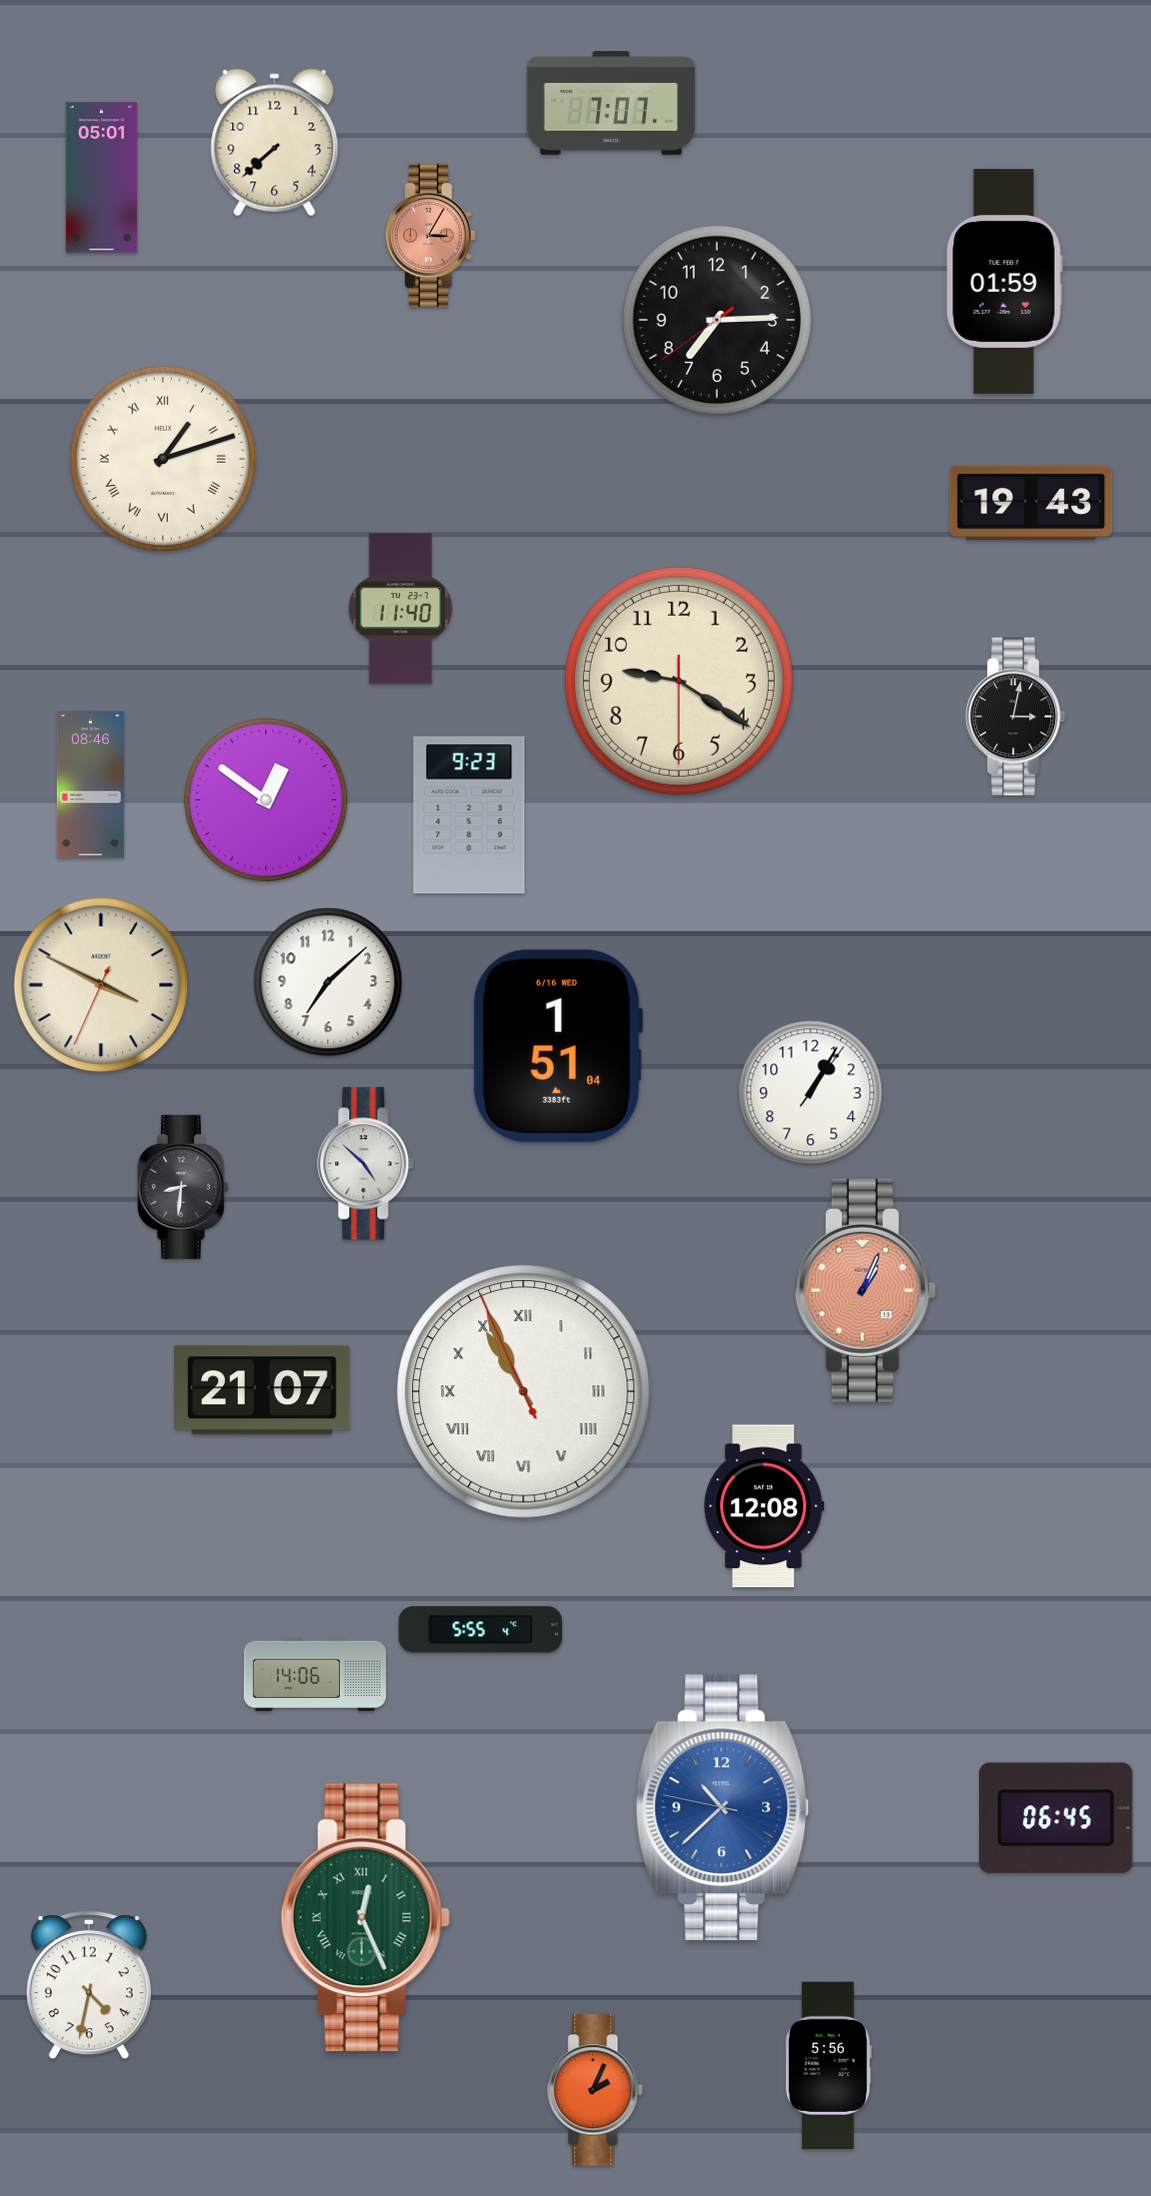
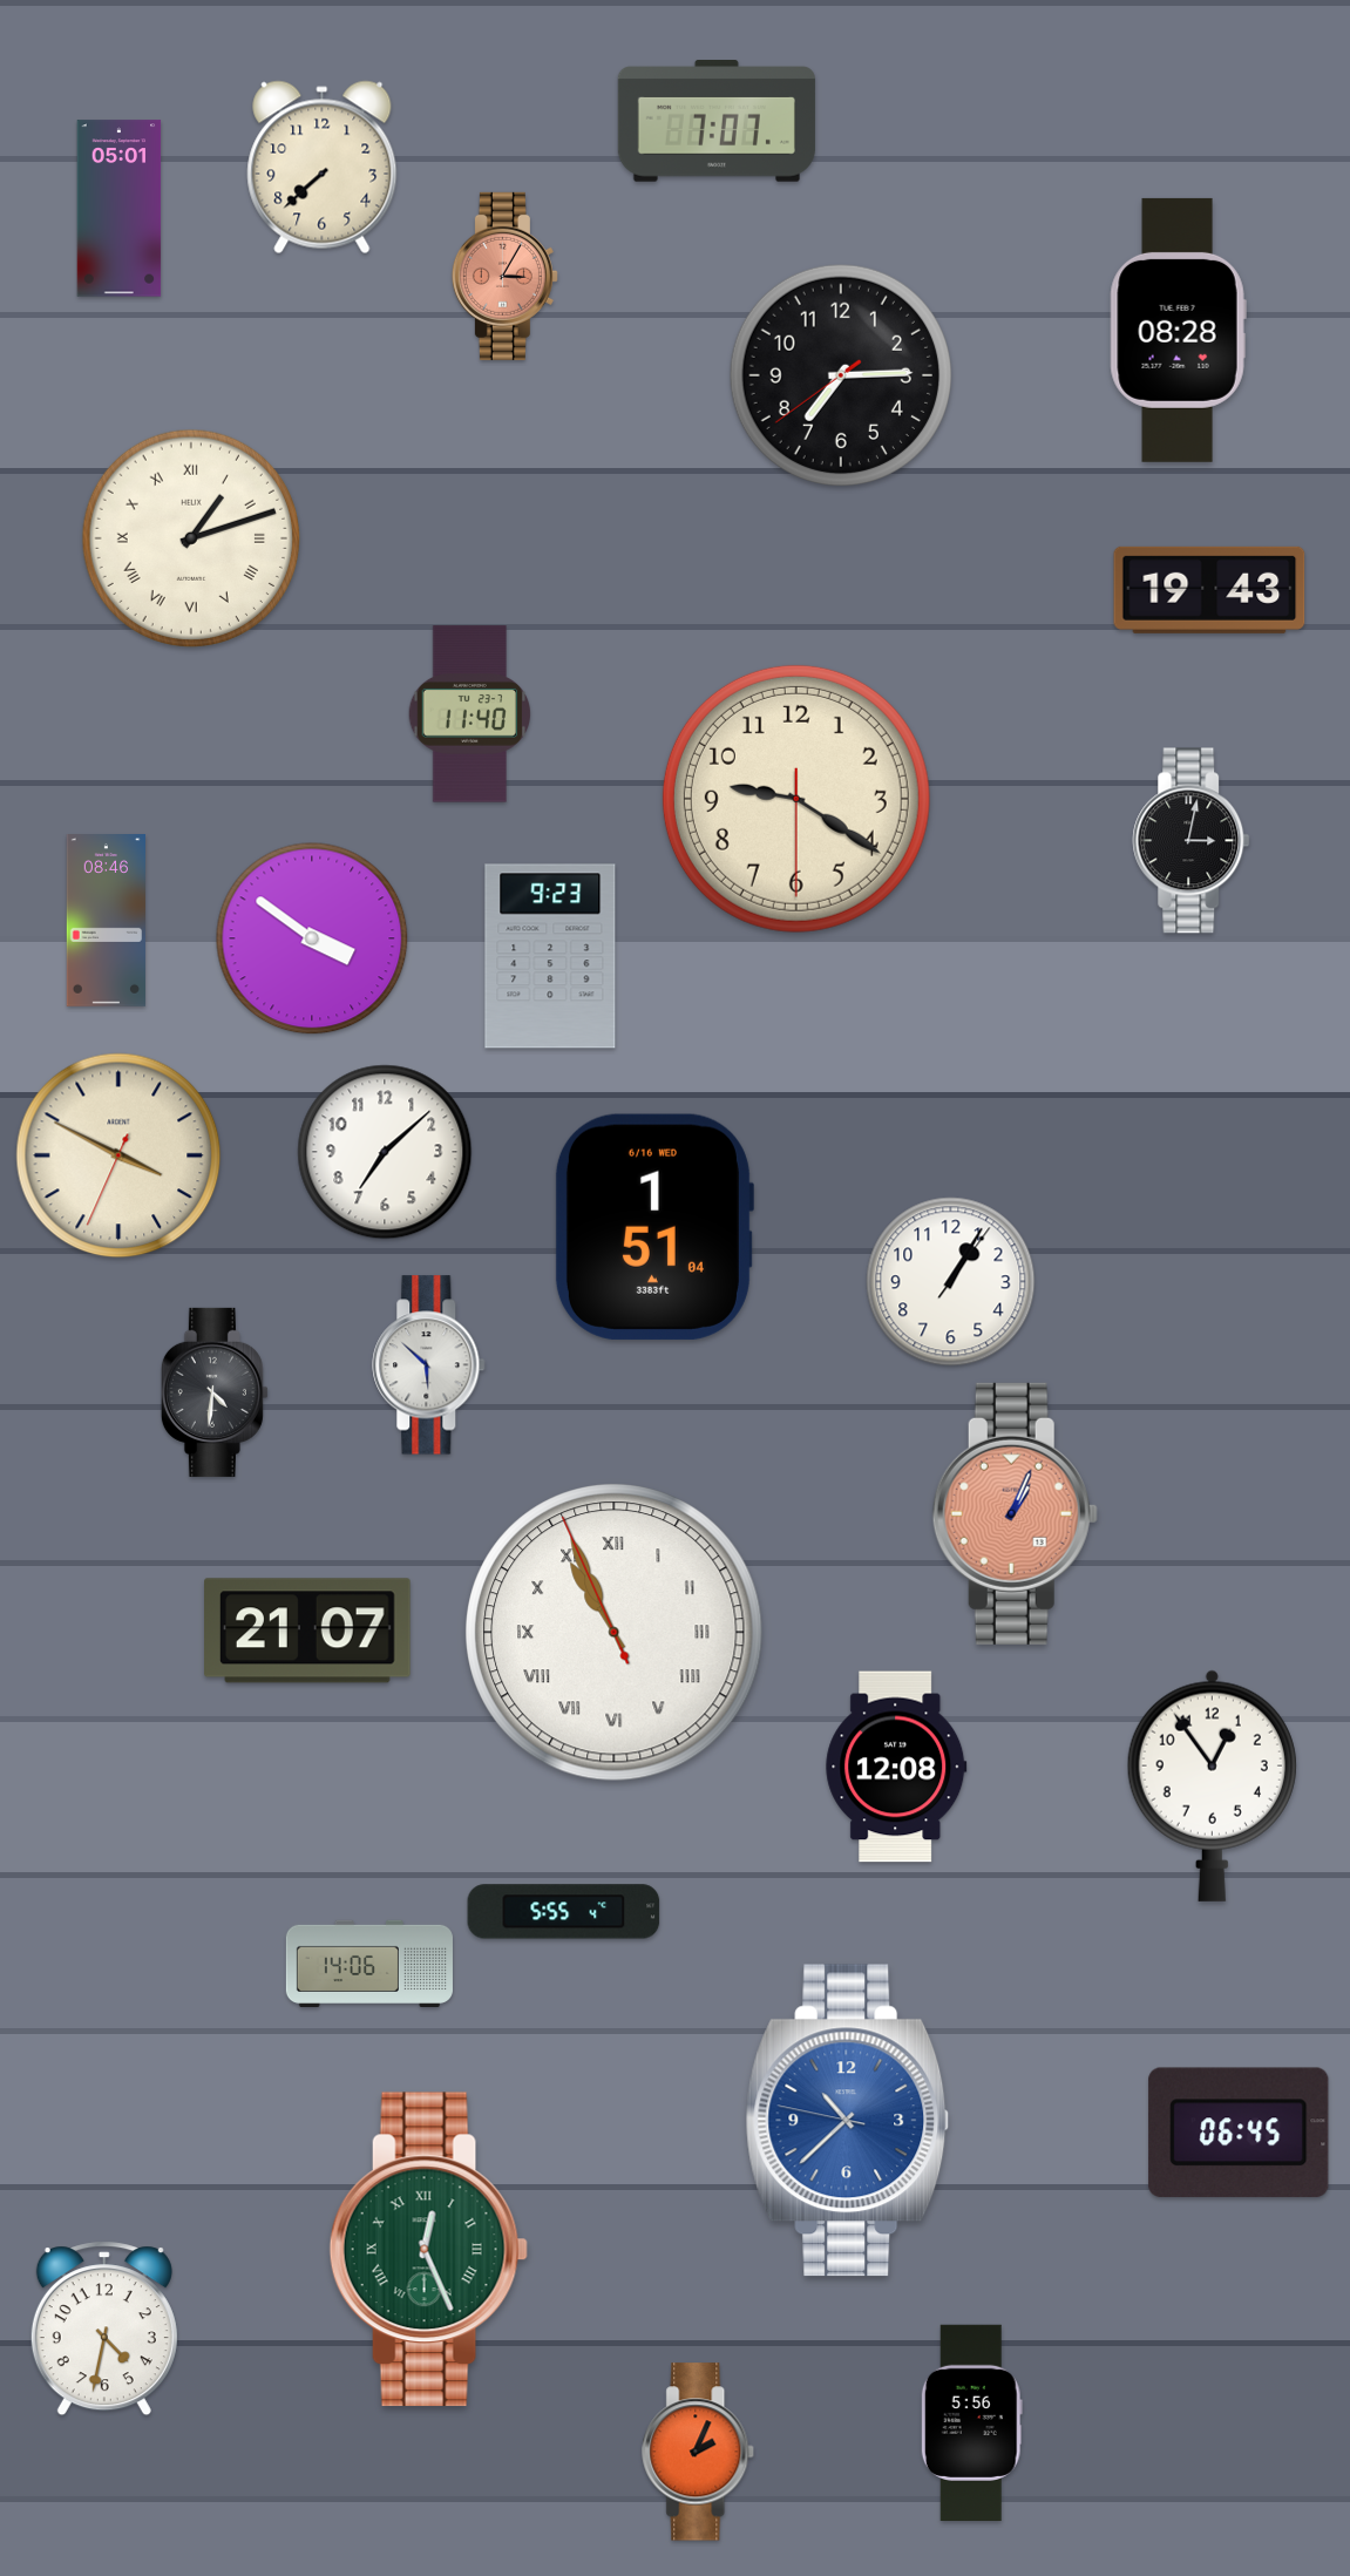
clock at (1004, 281): 01:59 -> 08:28
clock at (266, 800): 12:51 -> 3:51
clock at (366, 1164): 4:52 -> 5:52
clock at (183, 1187): 8:31 -> 4:31
clock at (1212, 1785): none -> 12:54
